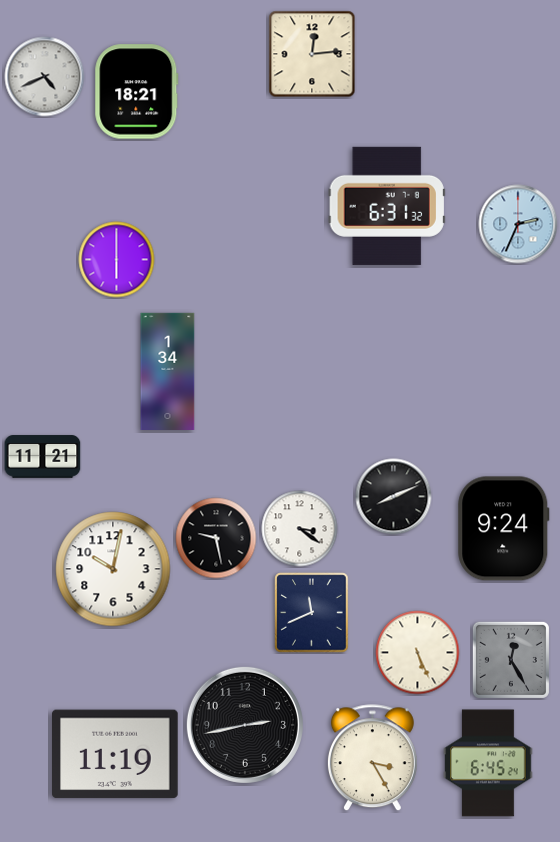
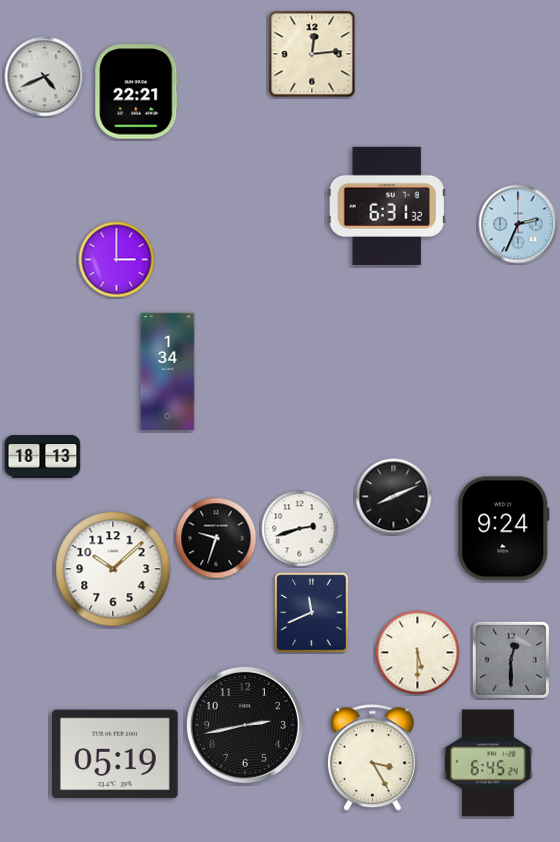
clock at (137, 92): 18:21 -> 22:21
clock at (117, 260): 6:00 -> 3:00
clock at (43, 457): 11:21 -> 18:13
clock at (300, 529): 3:21 -> 2:42
clock at (216, 538): 9:28 -> 9:33
clock at (113, 569): 10:02 -> 10:08
clock at (418, 653): 5:26 -> 5:30
clock at (511, 660): 12:25 -> 12:30
clock at (116, 754): 11:19 -> 05:19
